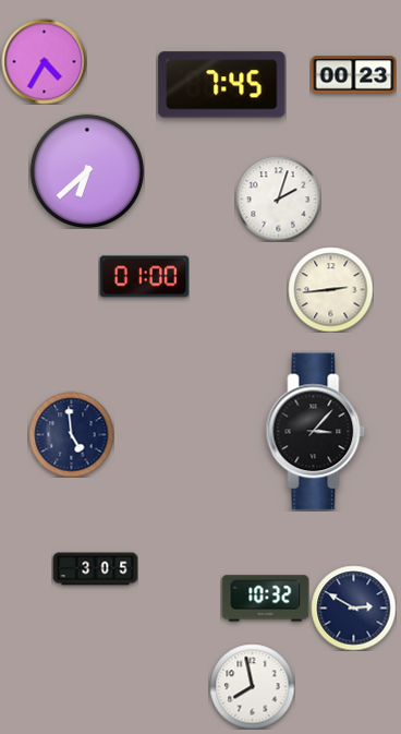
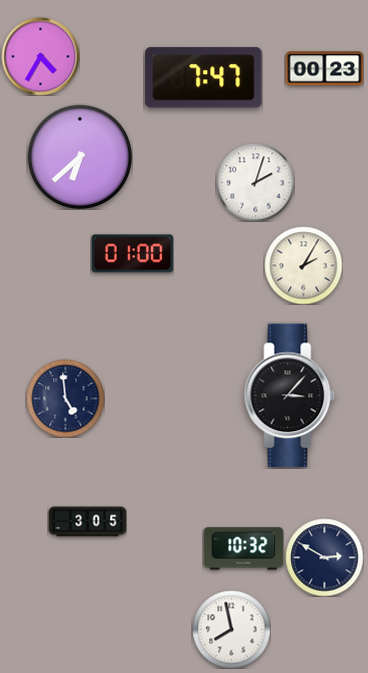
clock at (222, 85): 7:45 -> 7:47
clock at (330, 289): 2:44 -> 2:05
